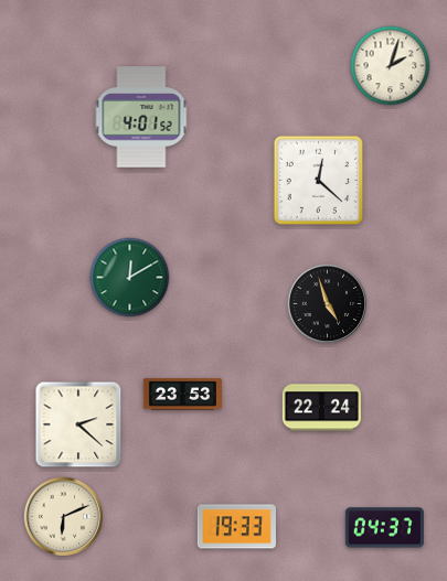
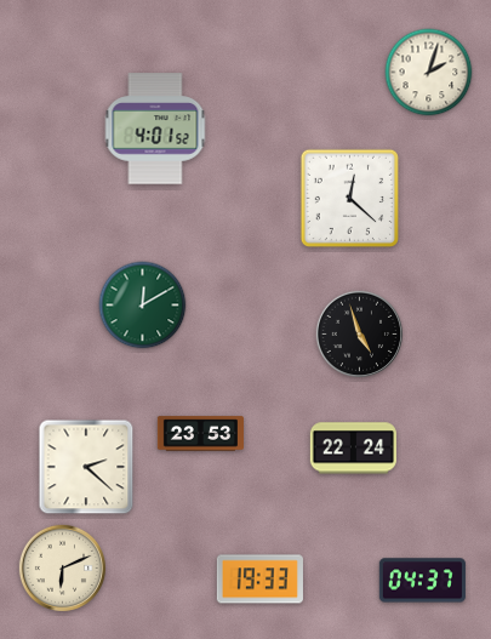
clock at (63, 516) position: (63, 516) -> (62, 567)
